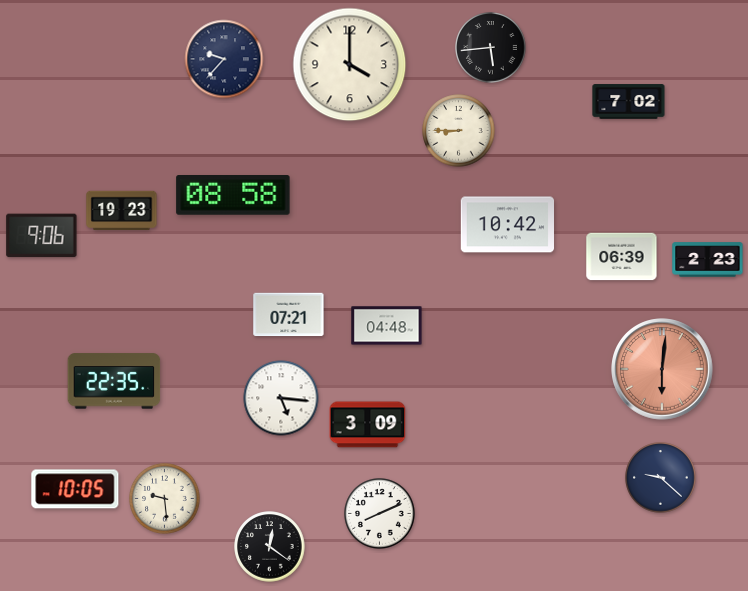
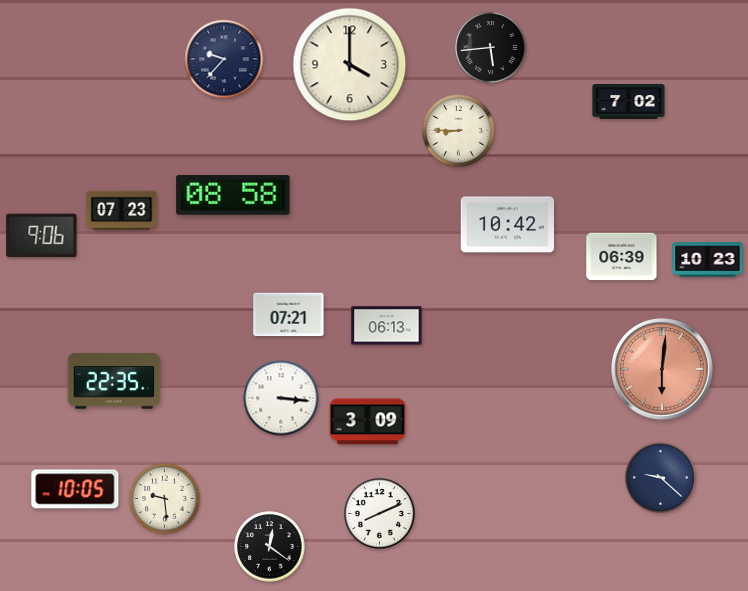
clock at (122, 211): 19:23 -> 07:23
clock at (708, 260): 2:23 -> 10:23
clock at (387, 326): 04:48 -> 06:13
clock at (281, 398): 5:16 -> 3:16
clock at (368, 425) position: (368, 425) -> (368, 422)
